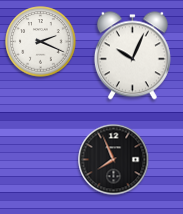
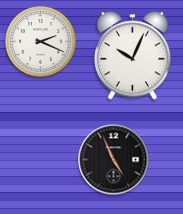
clock at (114, 160): 7:56 -> 4:56
